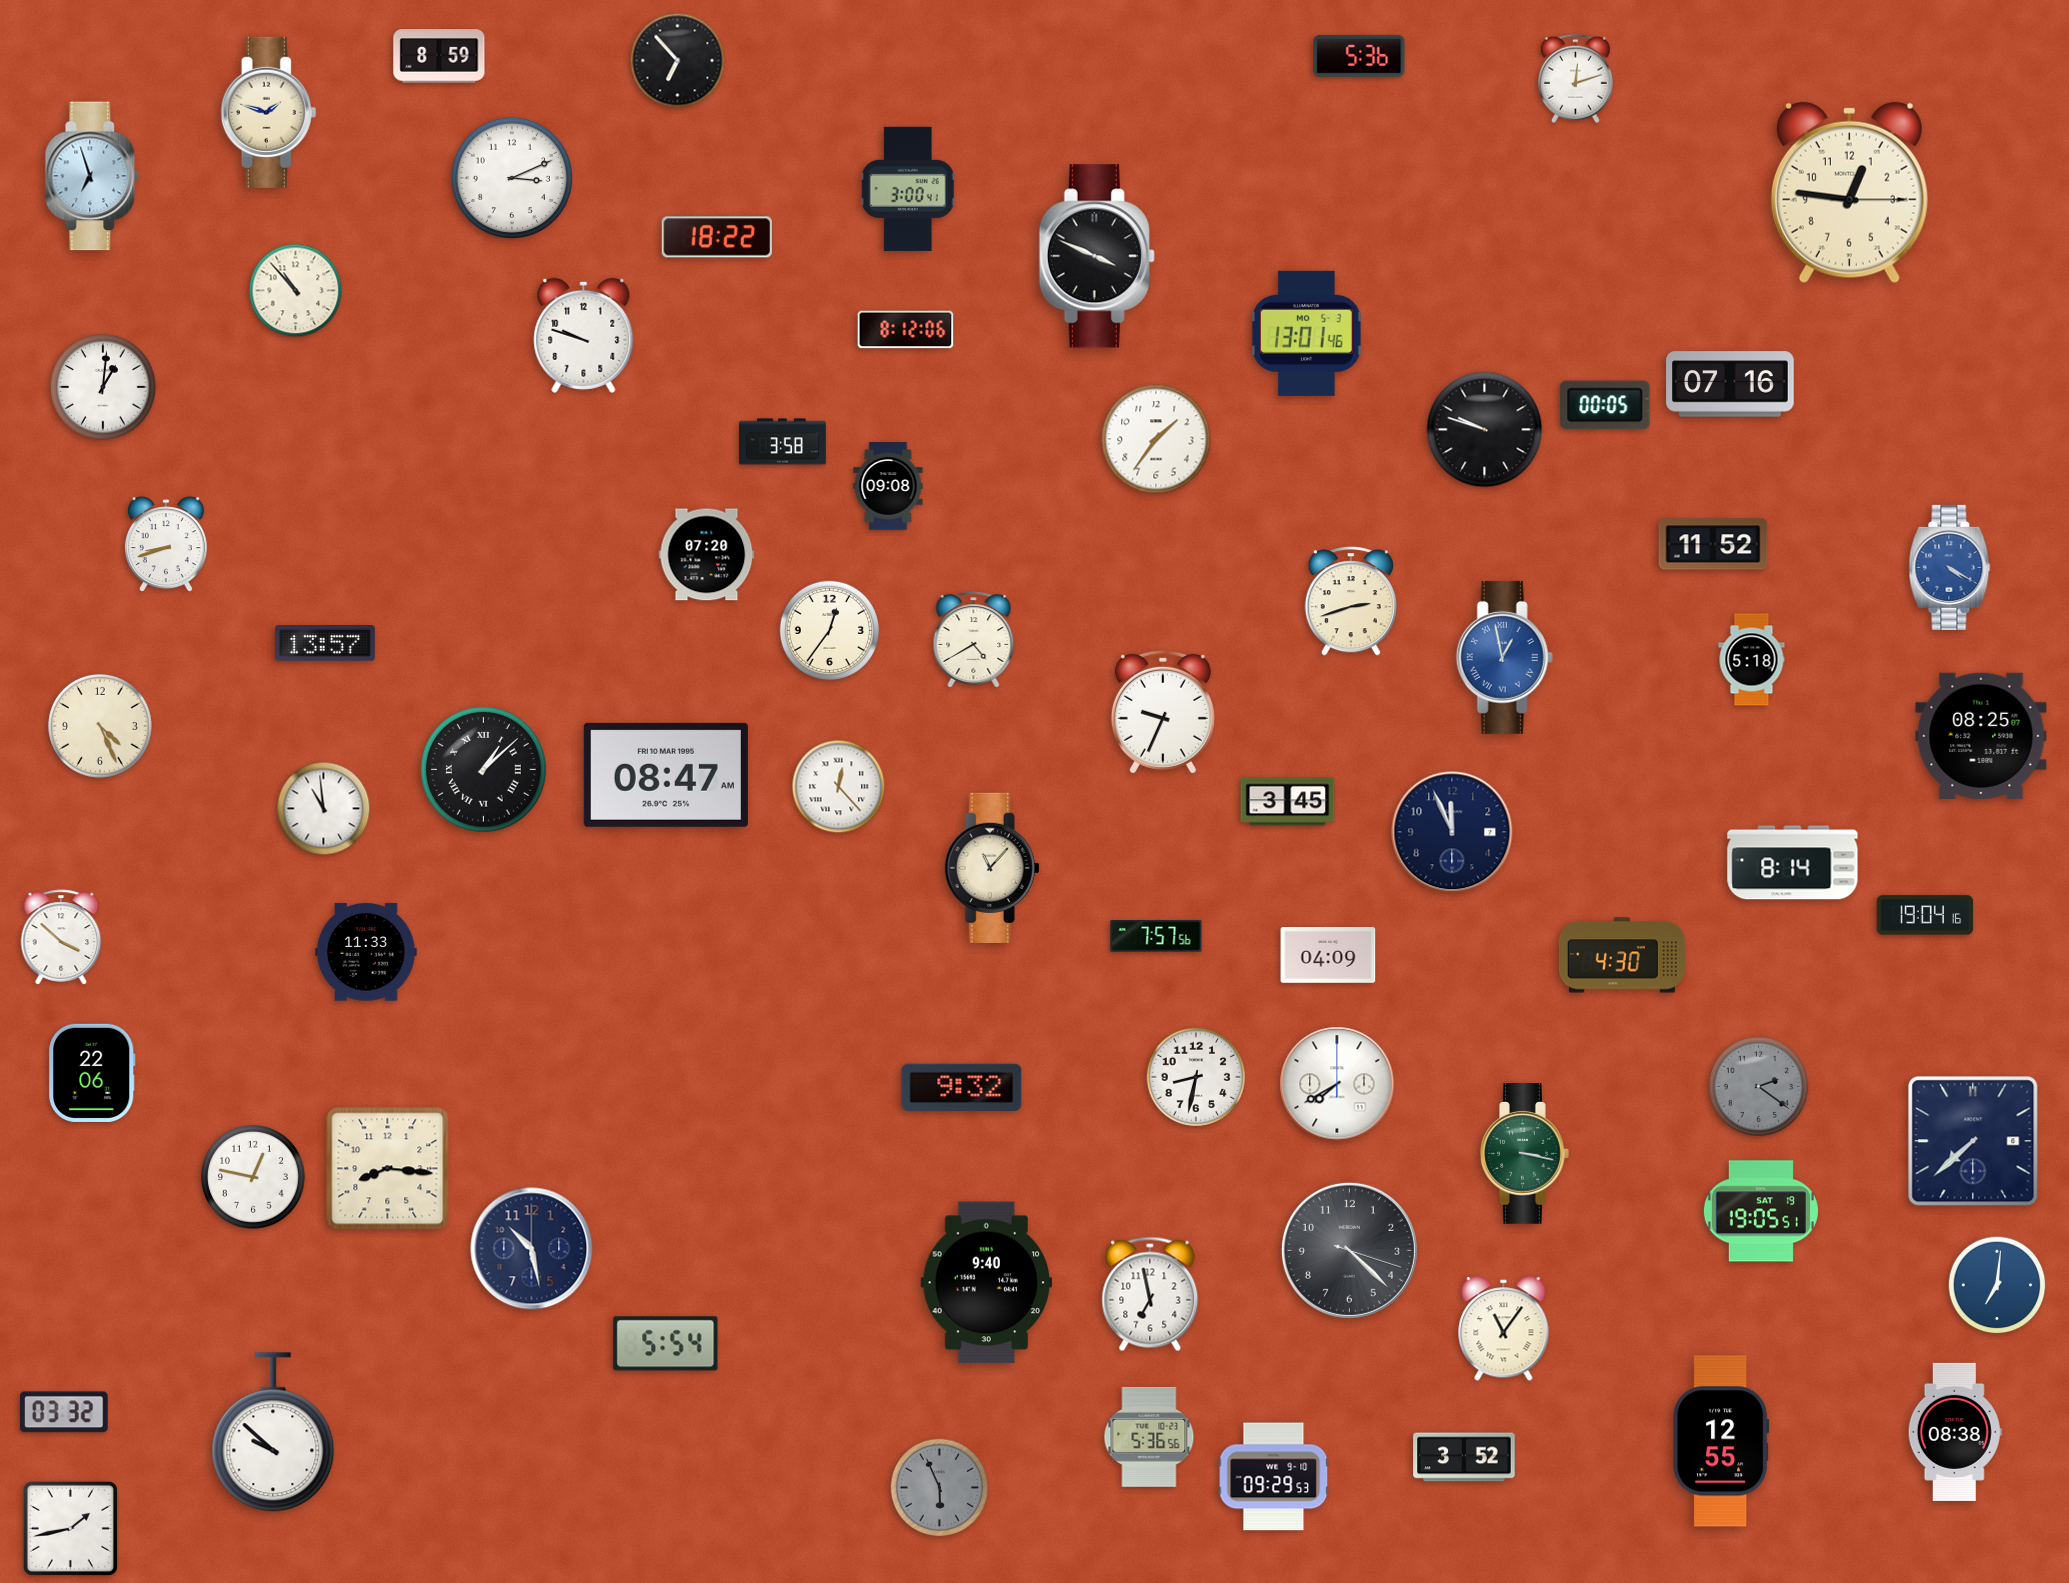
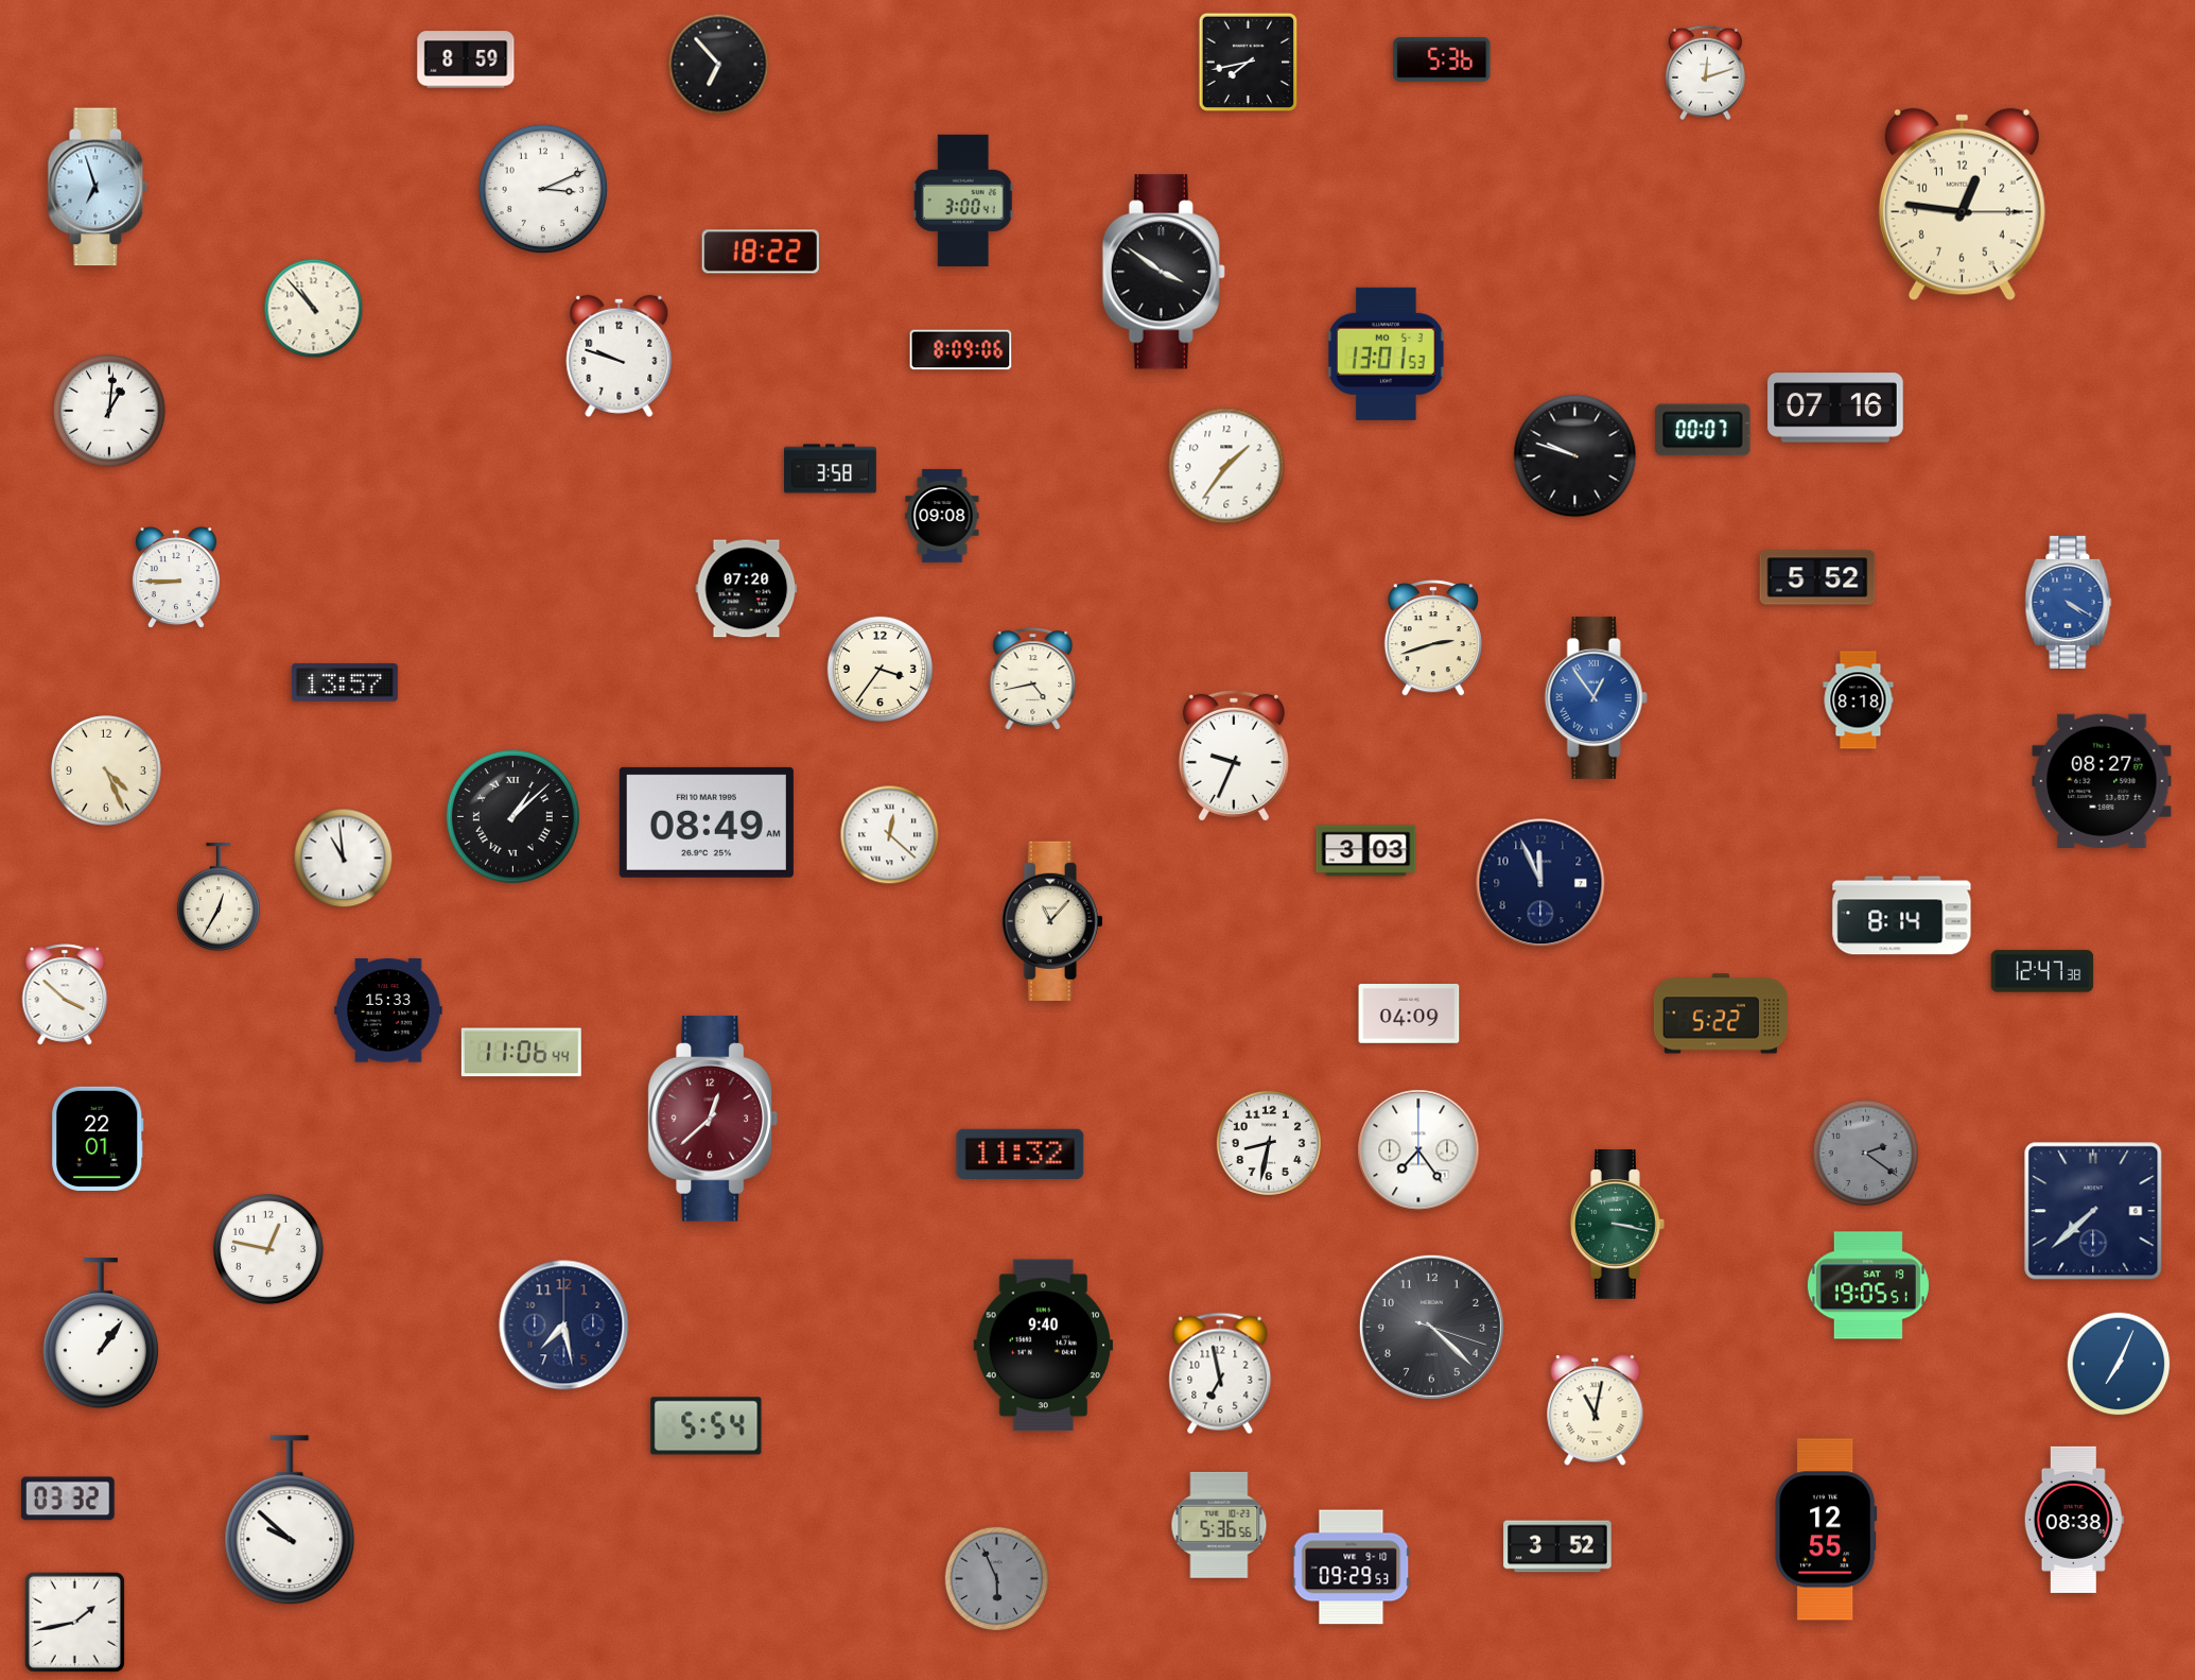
clock at (1249, 63): none -> 7:43
clock at (1575, 79) position: (1575, 79) -> (1705, 73)
clock at (269, 112): 1:48 -> none
clock at (1097, 256): 3:49 -> 3:51
clock at (906, 330): 8:12 -> 8:09
clock at (1307, 333): 13:01:46 -> 13:01:53
clock at (1605, 405): 00:05 -> 00:07
clock at (1713, 544): 11:52 -> 5:52
clock at (166, 545): 8:42 -> 8:45
clock at (707, 555) position: (707, 555) -> (747, 589)
clock at (829, 630): 12:36 -> 3:36
clock at (974, 640): 4:40 -> 4:43
clock at (1504, 657): 12:58 -> 12:54
clock at (1752, 660): 5:18 -> 8:18
clock at (1981, 736): 08:25 -> 08:27
clock at (666, 775): 08:47 -> 08:49
clock at (839, 787): 12:23 -> 12:22
clock at (1288, 802): 3:45 -> 3:03
clock at (219, 898): none -> 12:35
clock at (1925, 915): 19:04 -> 12:47
clock at (1156, 936): 7:57 -> none
clock at (366, 952): 11:33 -> 15:33
clock at (1622, 955): 4:30 -> 5:22
clock at (521, 1053): none -> 11:06
clock at (713, 1119): none -> 12:38
clock at (92, 1073): 22:06 -> 22:01
clock at (1337, 1084): 7:40 -> 7:24
clock at (962, 1087): 9:32 -> 11:32
clock at (388, 1169): 8:16 -> none
clock at (532, 1249): 10:28 -> 7:28
clock at (100, 1334): none -> 1:06
clock at (987, 1283) position: (987, 1283) -> (1044, 1346)
clock at (1997, 1285): 7:01 -> 7:04
clock at (1504, 1329): 11:06 -> 11:02
clock at (1464, 1457) position: (1464, 1457) -> (1557, 1546)
